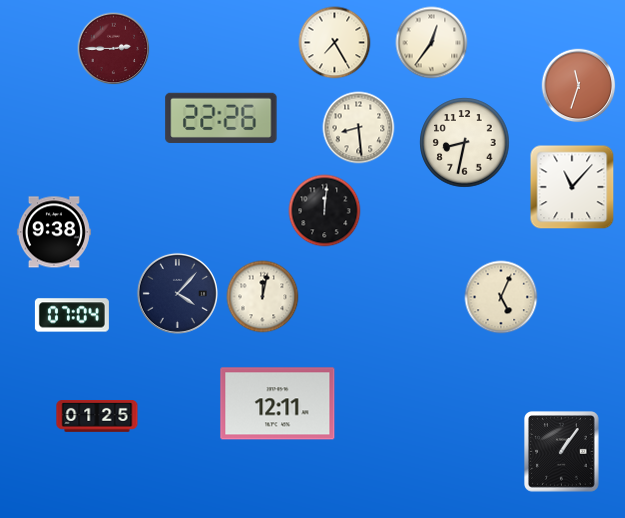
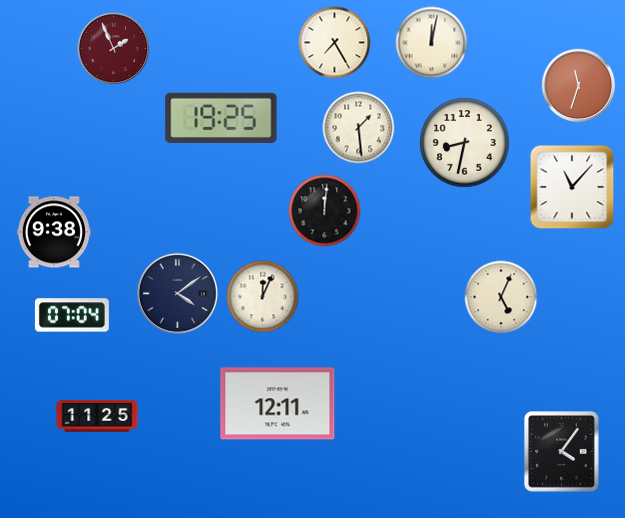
clock at (432, 43): 12:36 -> 12:02
clock at (114, 49): 2:45 -> 1:56
clock at (221, 118): 22:26 -> 19:25
clock at (359, 128): 8:29 -> 1:29
clock at (177, 293): 4:07 -> 4:09
clock at (263, 297): 12:02 -> 12:04
clock at (97, 417): 01:25 -> 11:25
clock at (562, 452): 1:06 -> 4:06
